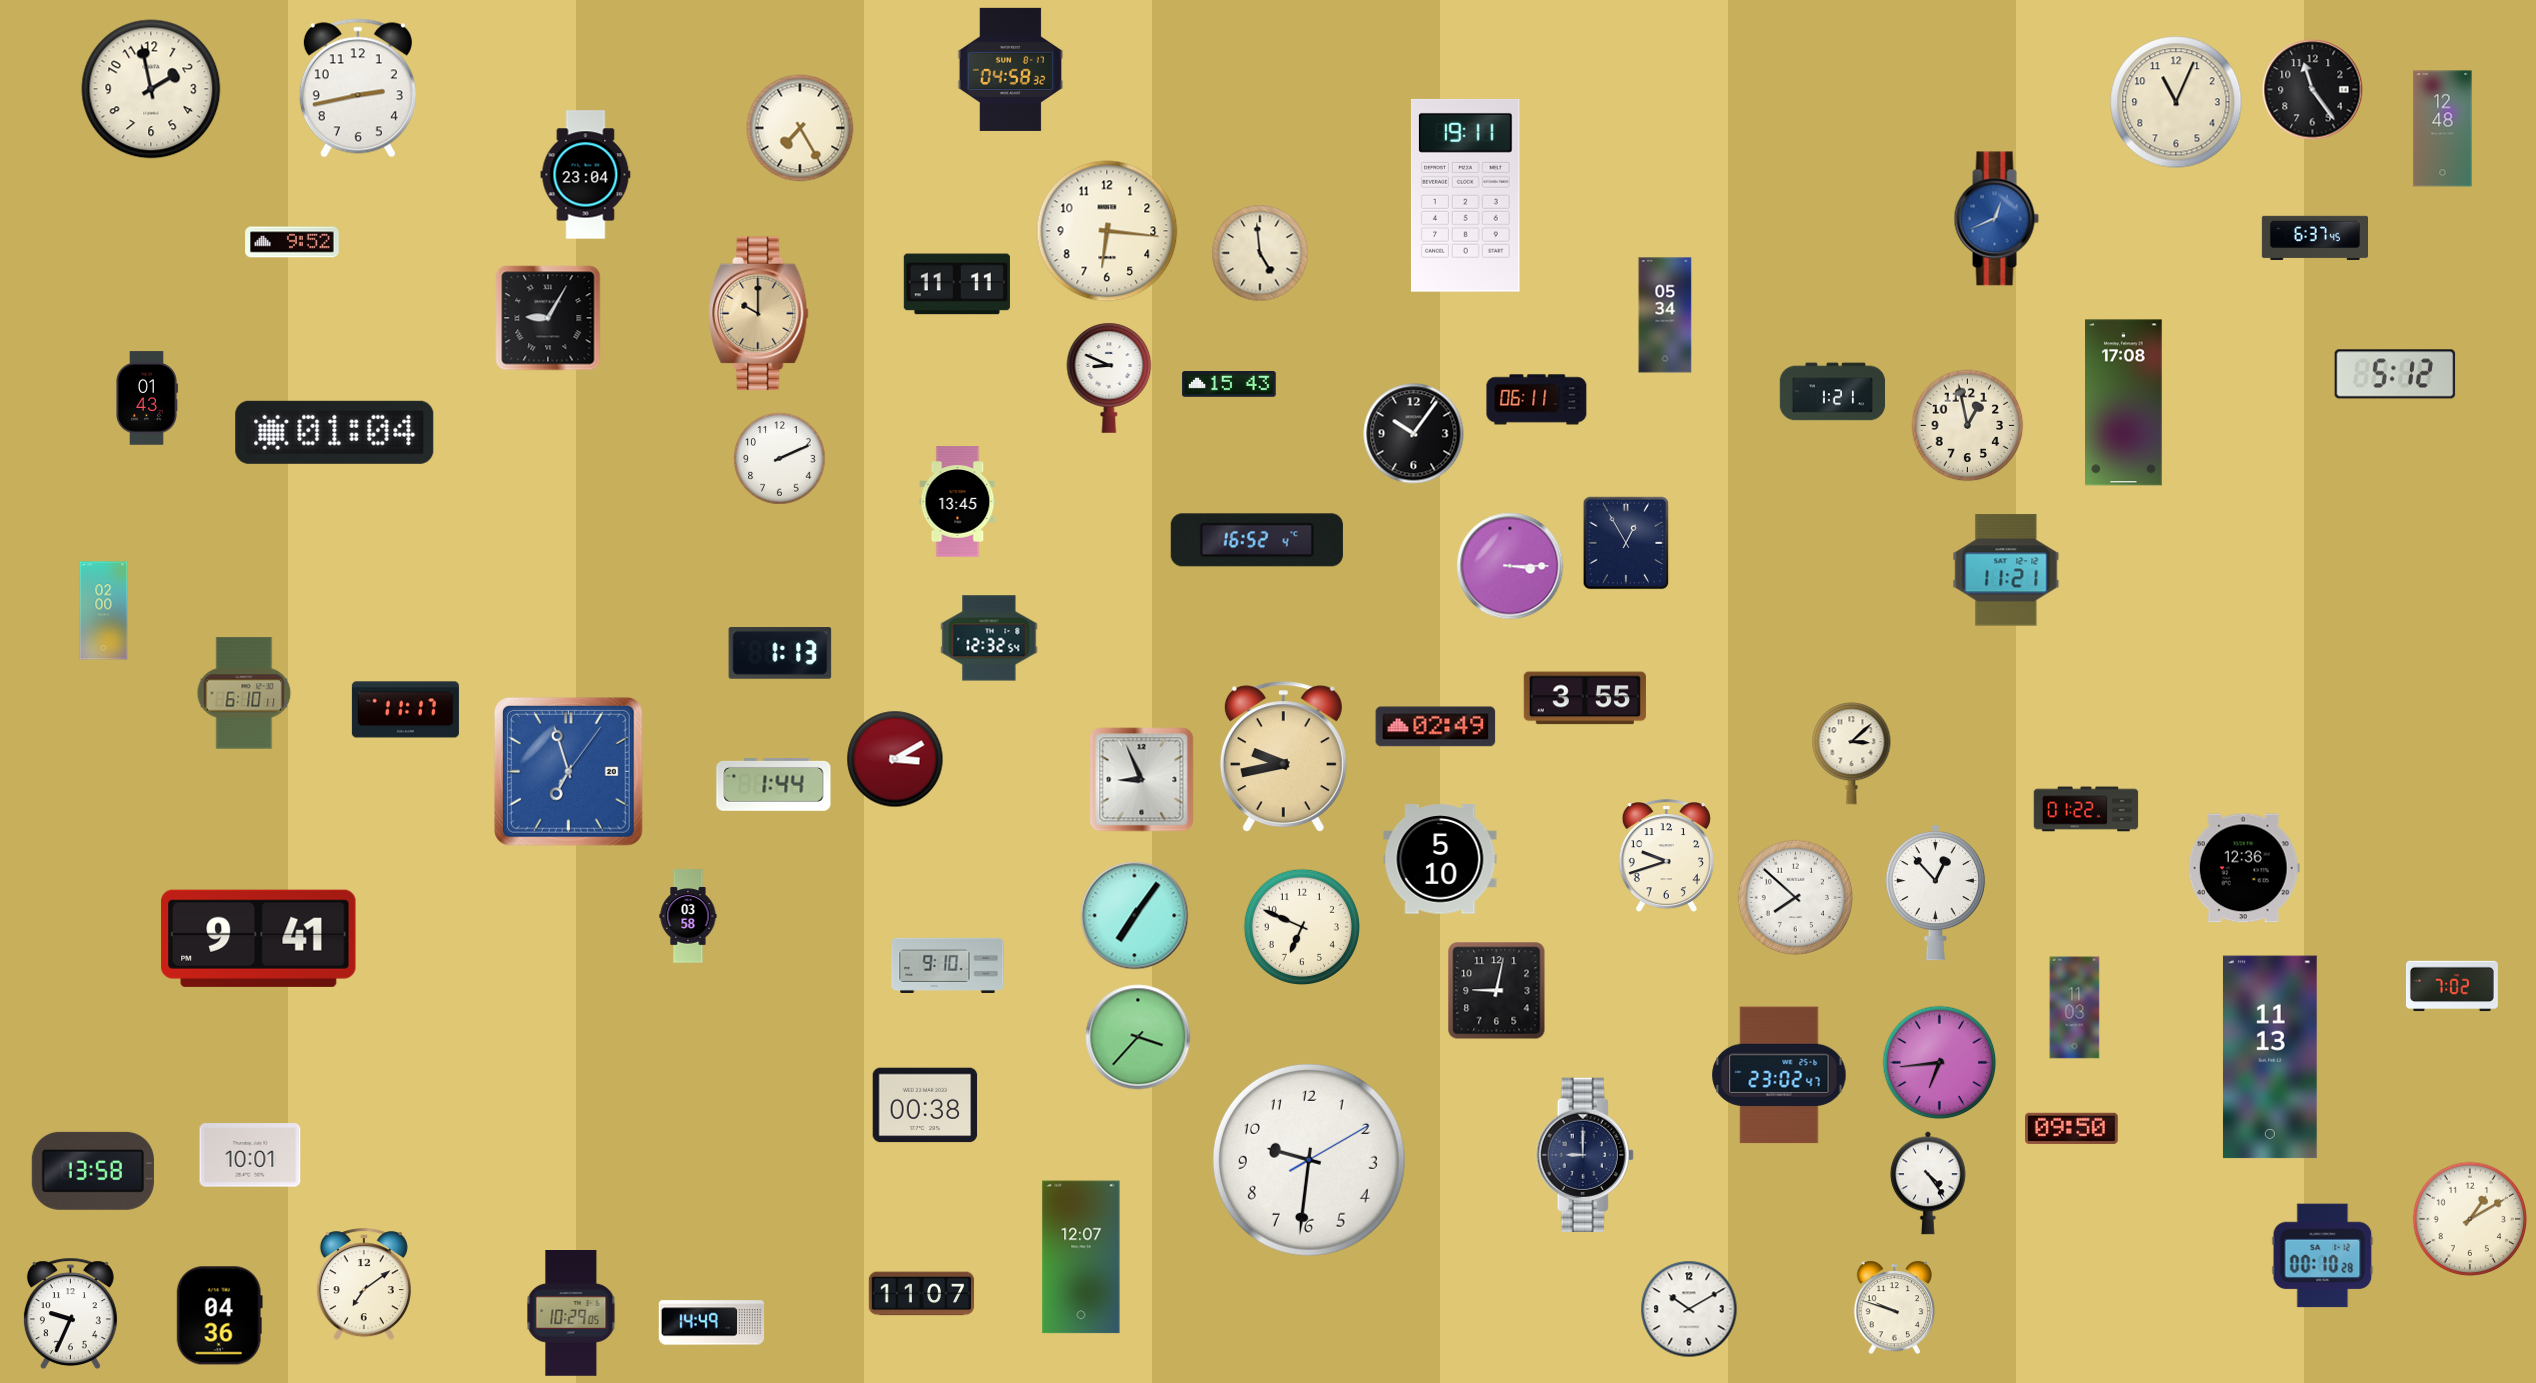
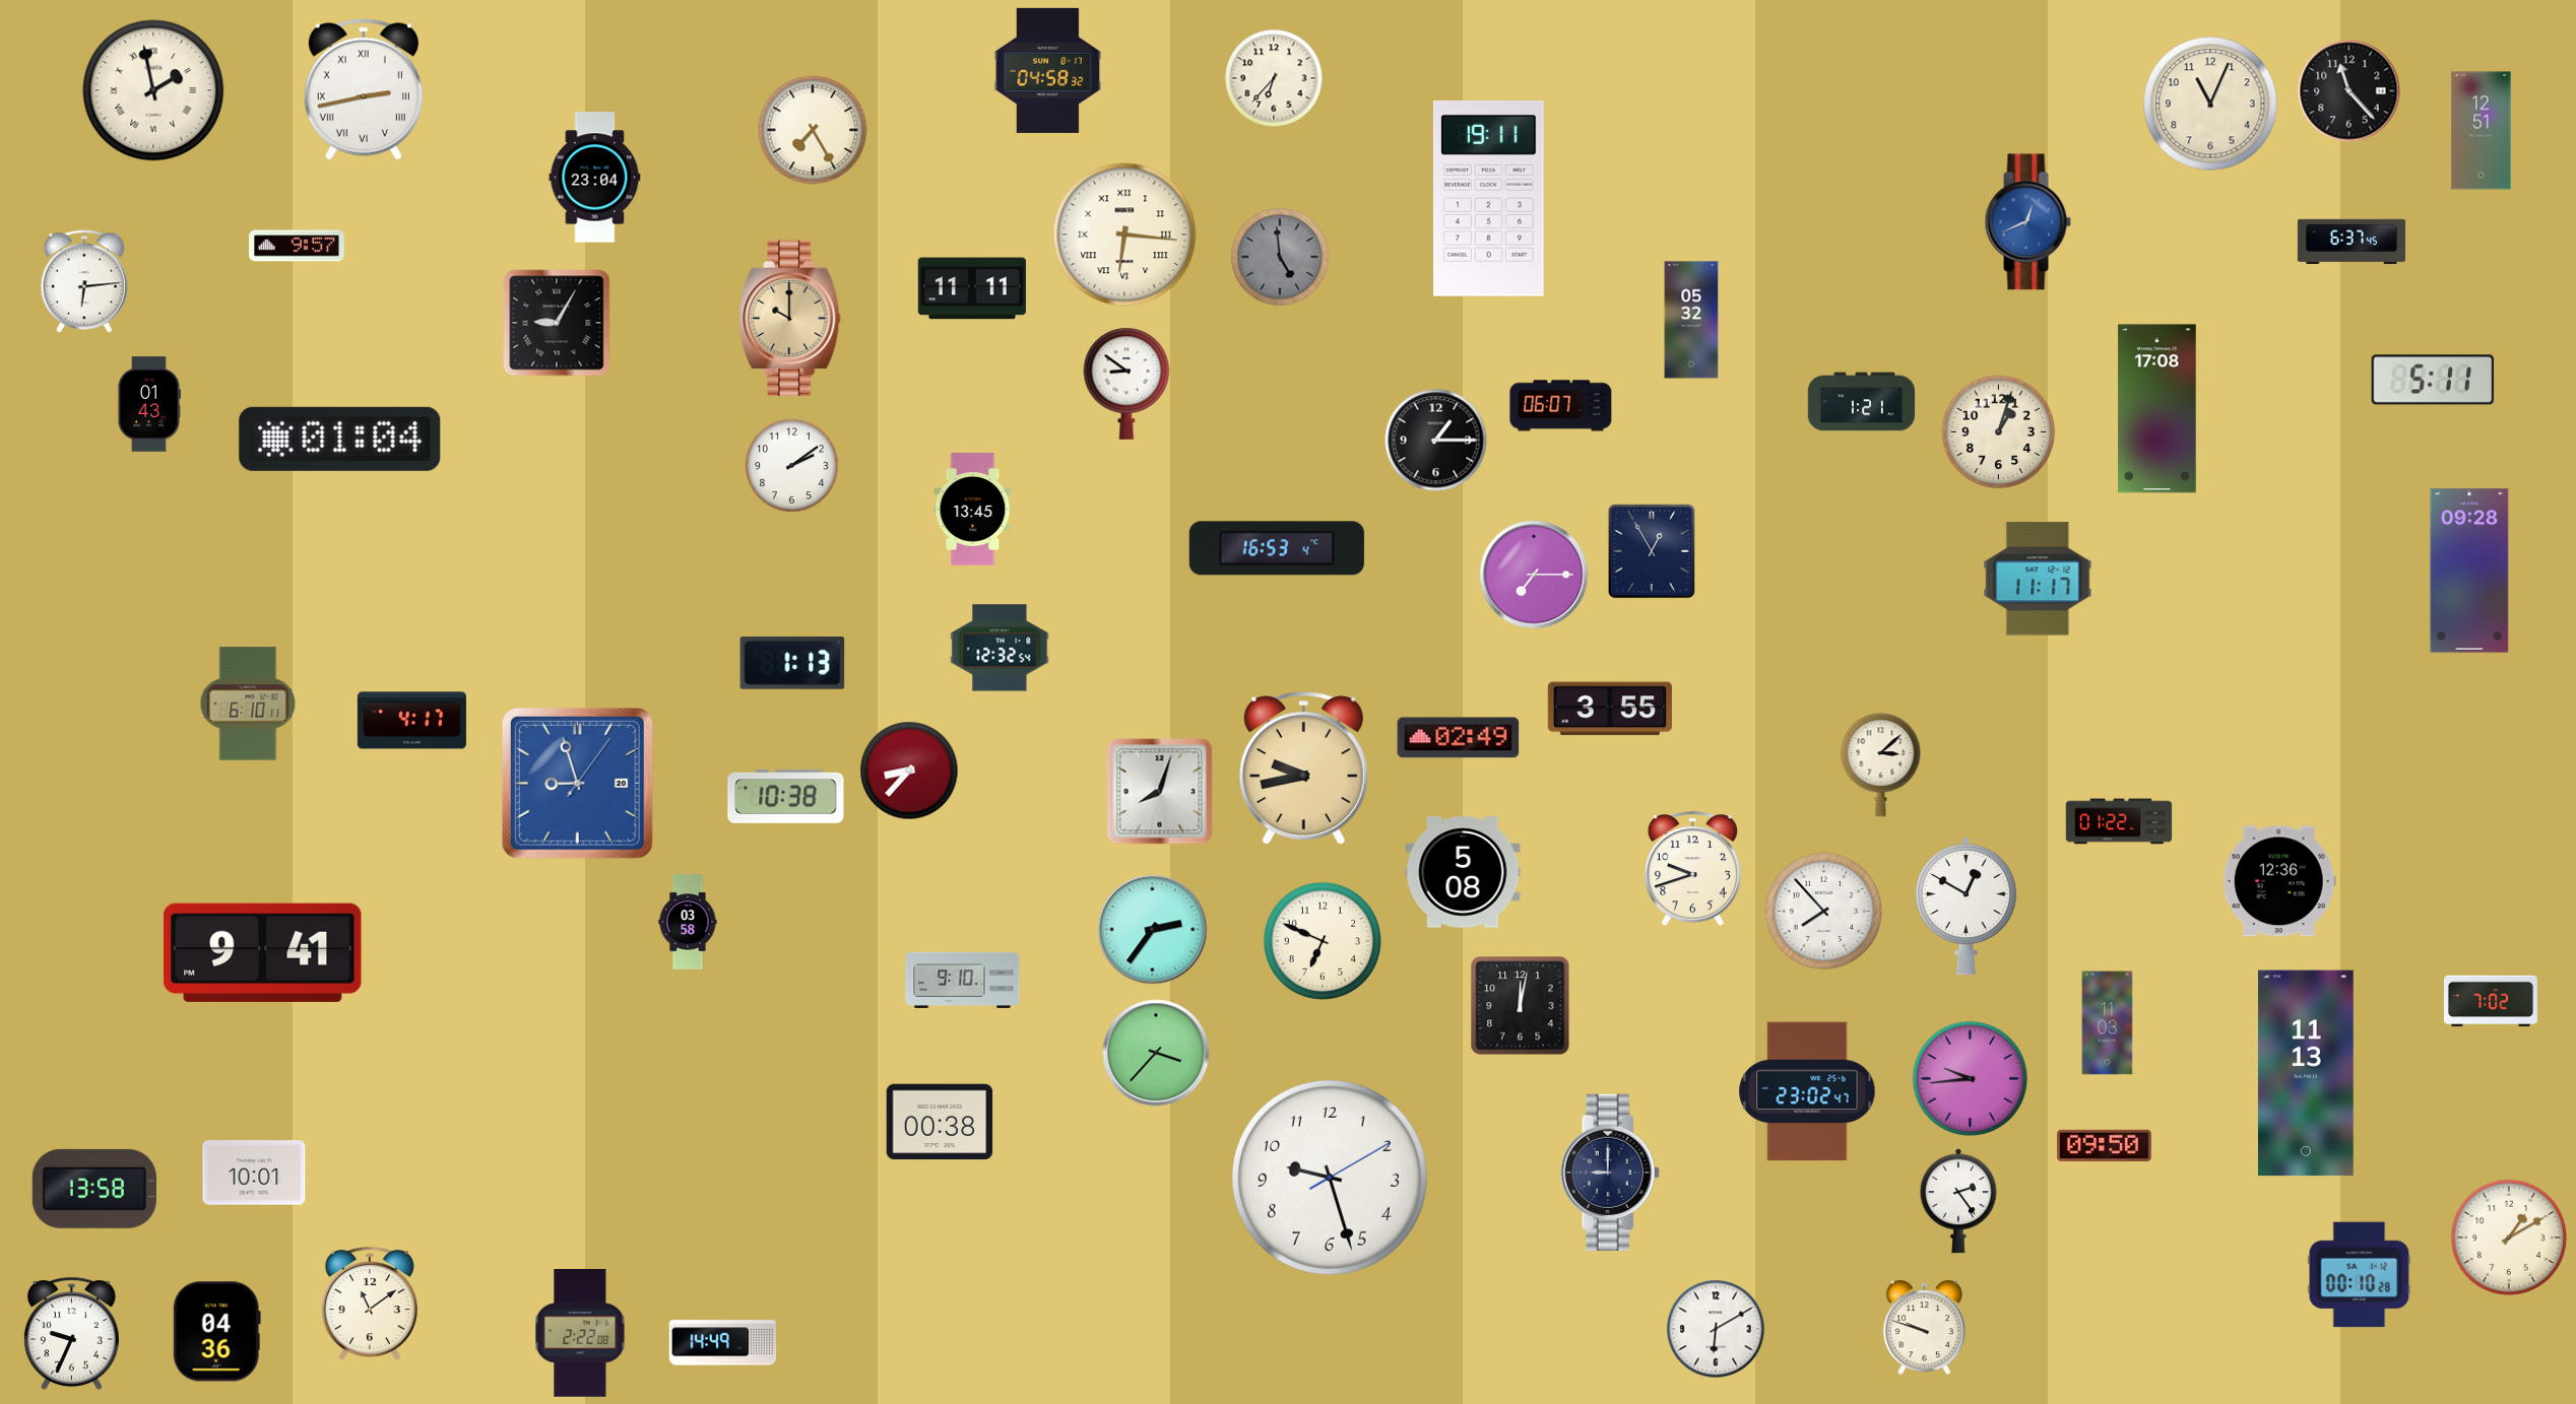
clock at (1010, 69) position: (1010, 69) -> (1047, 70)
clock at (1274, 78): none -> 6:37
clock at (358, 88) numerals: Arabic -> Roman
clock at (151, 89) numerals: Arabic -> Roman
clock at (2313, 90): 11:24 -> 11:23
clock at (2443, 129): 12:48 -> 12:51
clock at (1107, 231) numerals: Arabic -> Roman
clock at (292, 242): 9:52 -> 9:57
clock at (1260, 253) dial: cream -> grey
clock at (83, 281): none -> 6:14
clock at (759, 314) position: (759, 314) -> (790, 319)
clock at (1665, 315): 05:34 -> 05:32
clock at (2395, 374): 5:12 -> 5:11
clock at (1109, 378): 8:49 -> 8:51
clock at (1229, 385): 15:43 -> none
clock at (1833, 392) position: (1833, 392) -> (1862, 402)
clock at (1537, 400): 06:11 -> 06:07
clock at (1968, 426): 12:58 -> 1:03
clock at (1414, 434): 10:06 -> 1:15
clock at (780, 459): 2:11 -> 2:09
clock at (1257, 540): 16:52 -> 16:53
clock at (2469, 571): none -> 09:28
clock at (1510, 566): 3:15 -> 7:15
clock at (2006, 570): 11:21 -> 11:17
clock at (104, 611): 02:00 -> none
clock at (989, 638) position: (989, 638) -> (1000, 648)
clock at (405, 710): 11:17 -> 4:17
clock at (895, 759): 3:10 -> 8:37
clock at (568, 771): 6:57 -> 8:57
clock at (1142, 780): 8:56 -> 8:03
clock at (774, 784): 1:44 -> 10:38
clock at (1440, 859): 5:10 -> 5:08
clock at (1935, 892): 12:53 -> 12:50
clock at (1796, 898): 7:52 -> 7:53
clock at (688, 916) position: (688, 916) -> (688, 922)
clock at (1135, 916): 7:06 -> 2:36
clock at (1497, 991): 9:02 -> 12:02
clock at (1940, 1063): 6:44 -> 9:44
clock at (1309, 1160): 9:31 -> 9:27
clock at (1928, 1183): 4:24 -> 2:24
clock at (1081, 1257): 12:07 -> none
clock at (364, 1285): 7:09 -> 11:09
clock at (922, 1294): 11:07 -> none
clock at (1689, 1309): 10:10 -> 6:10
clock at (571, 1314): 10:29 -> 2:22
clock at (219, 1316) position: (219, 1316) -> (216, 1332)
